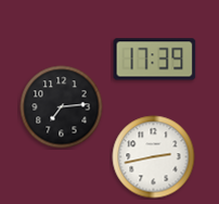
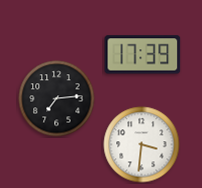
clock at (154, 157): 2:43 -> 3:31
